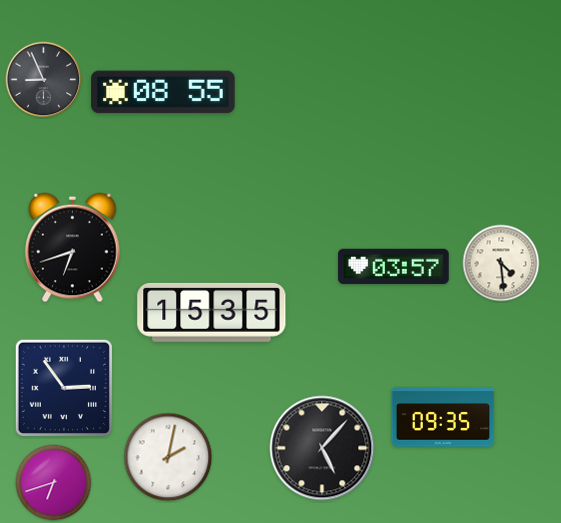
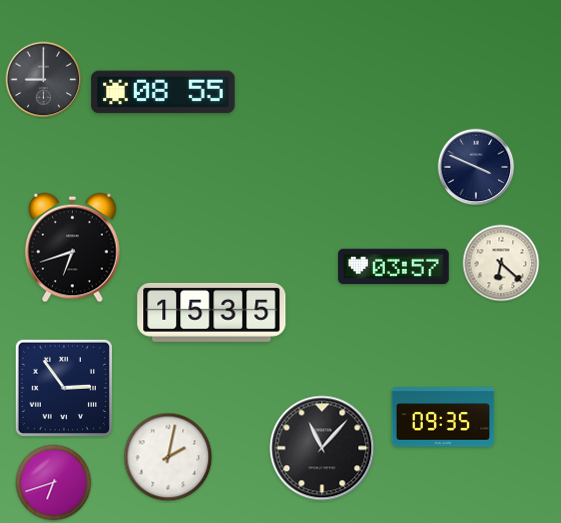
clock at (44, 80): 8:56 -> 9:00
clock at (476, 167): none -> 3:49
clock at (501, 263): 4:29 -> 6:22
clock at (322, 448): 5:07 -> 11:07
